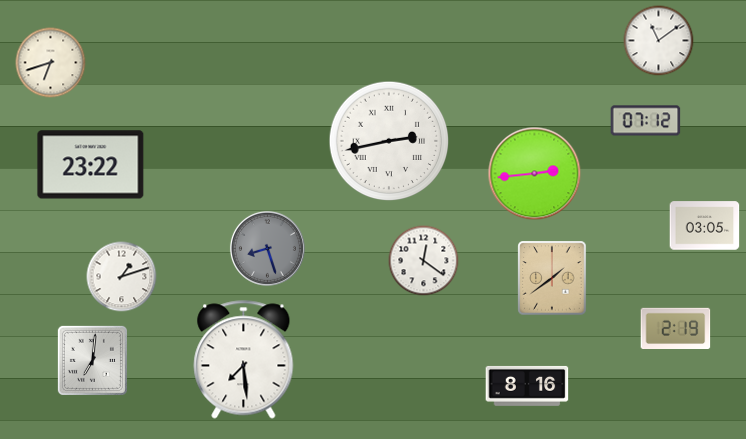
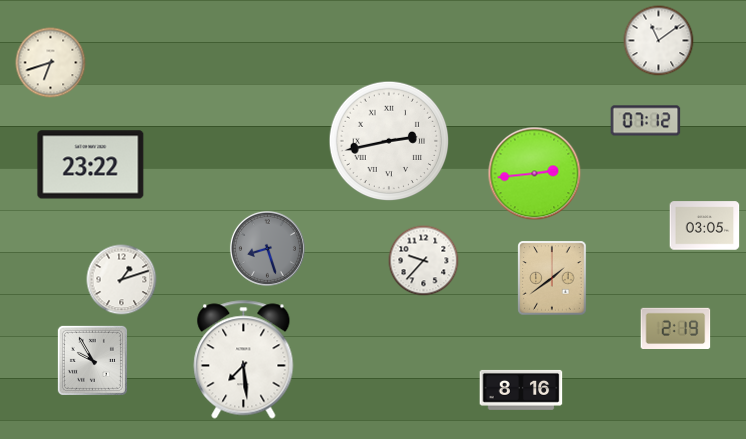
clock at (424, 261): 12:21 -> 9:37
clock at (122, 277) position: (122, 277) -> (122, 280)
clock at (92, 360): 7:01 -> 9:55
clock at (527, 386) position: (527, 386) -> (521, 390)
